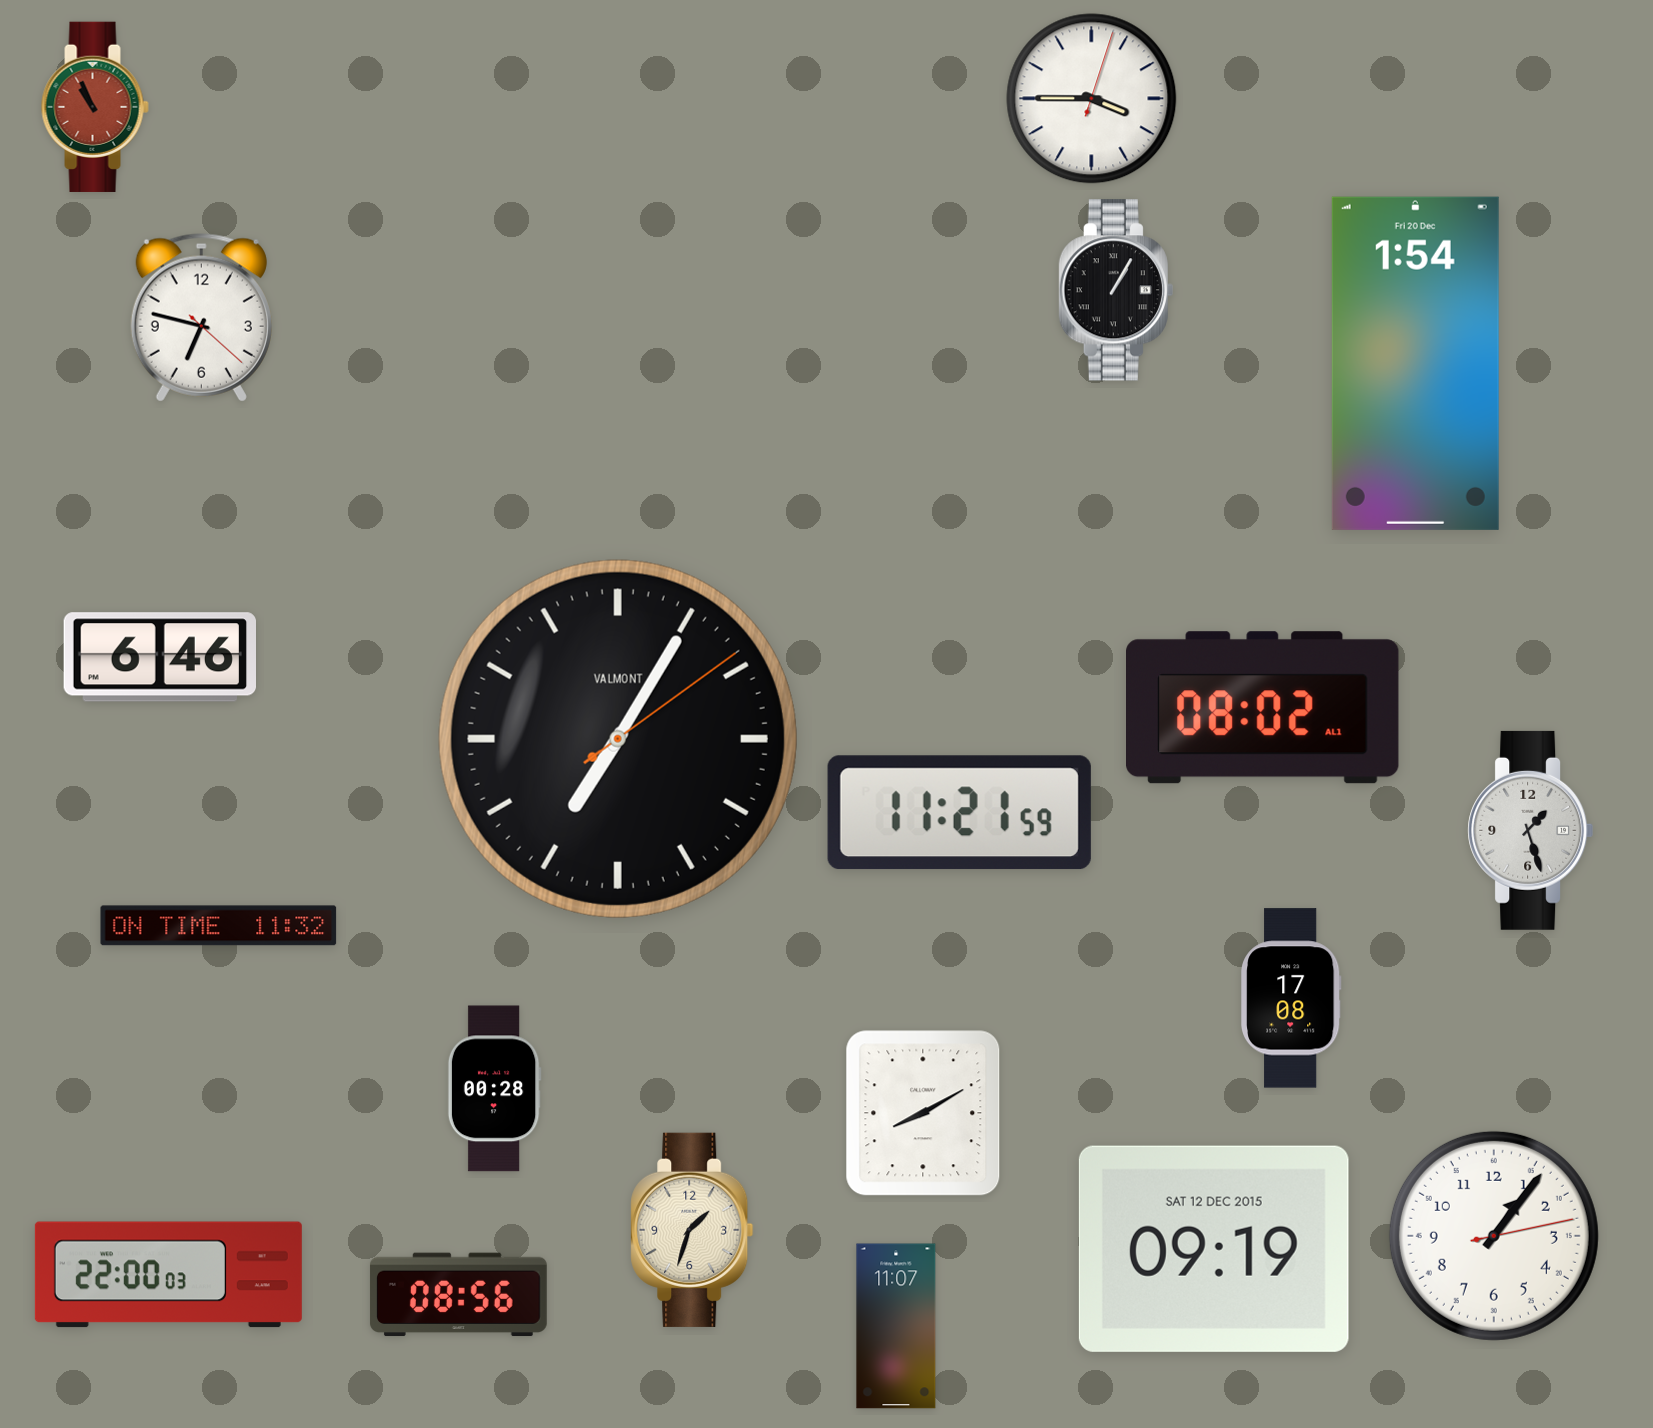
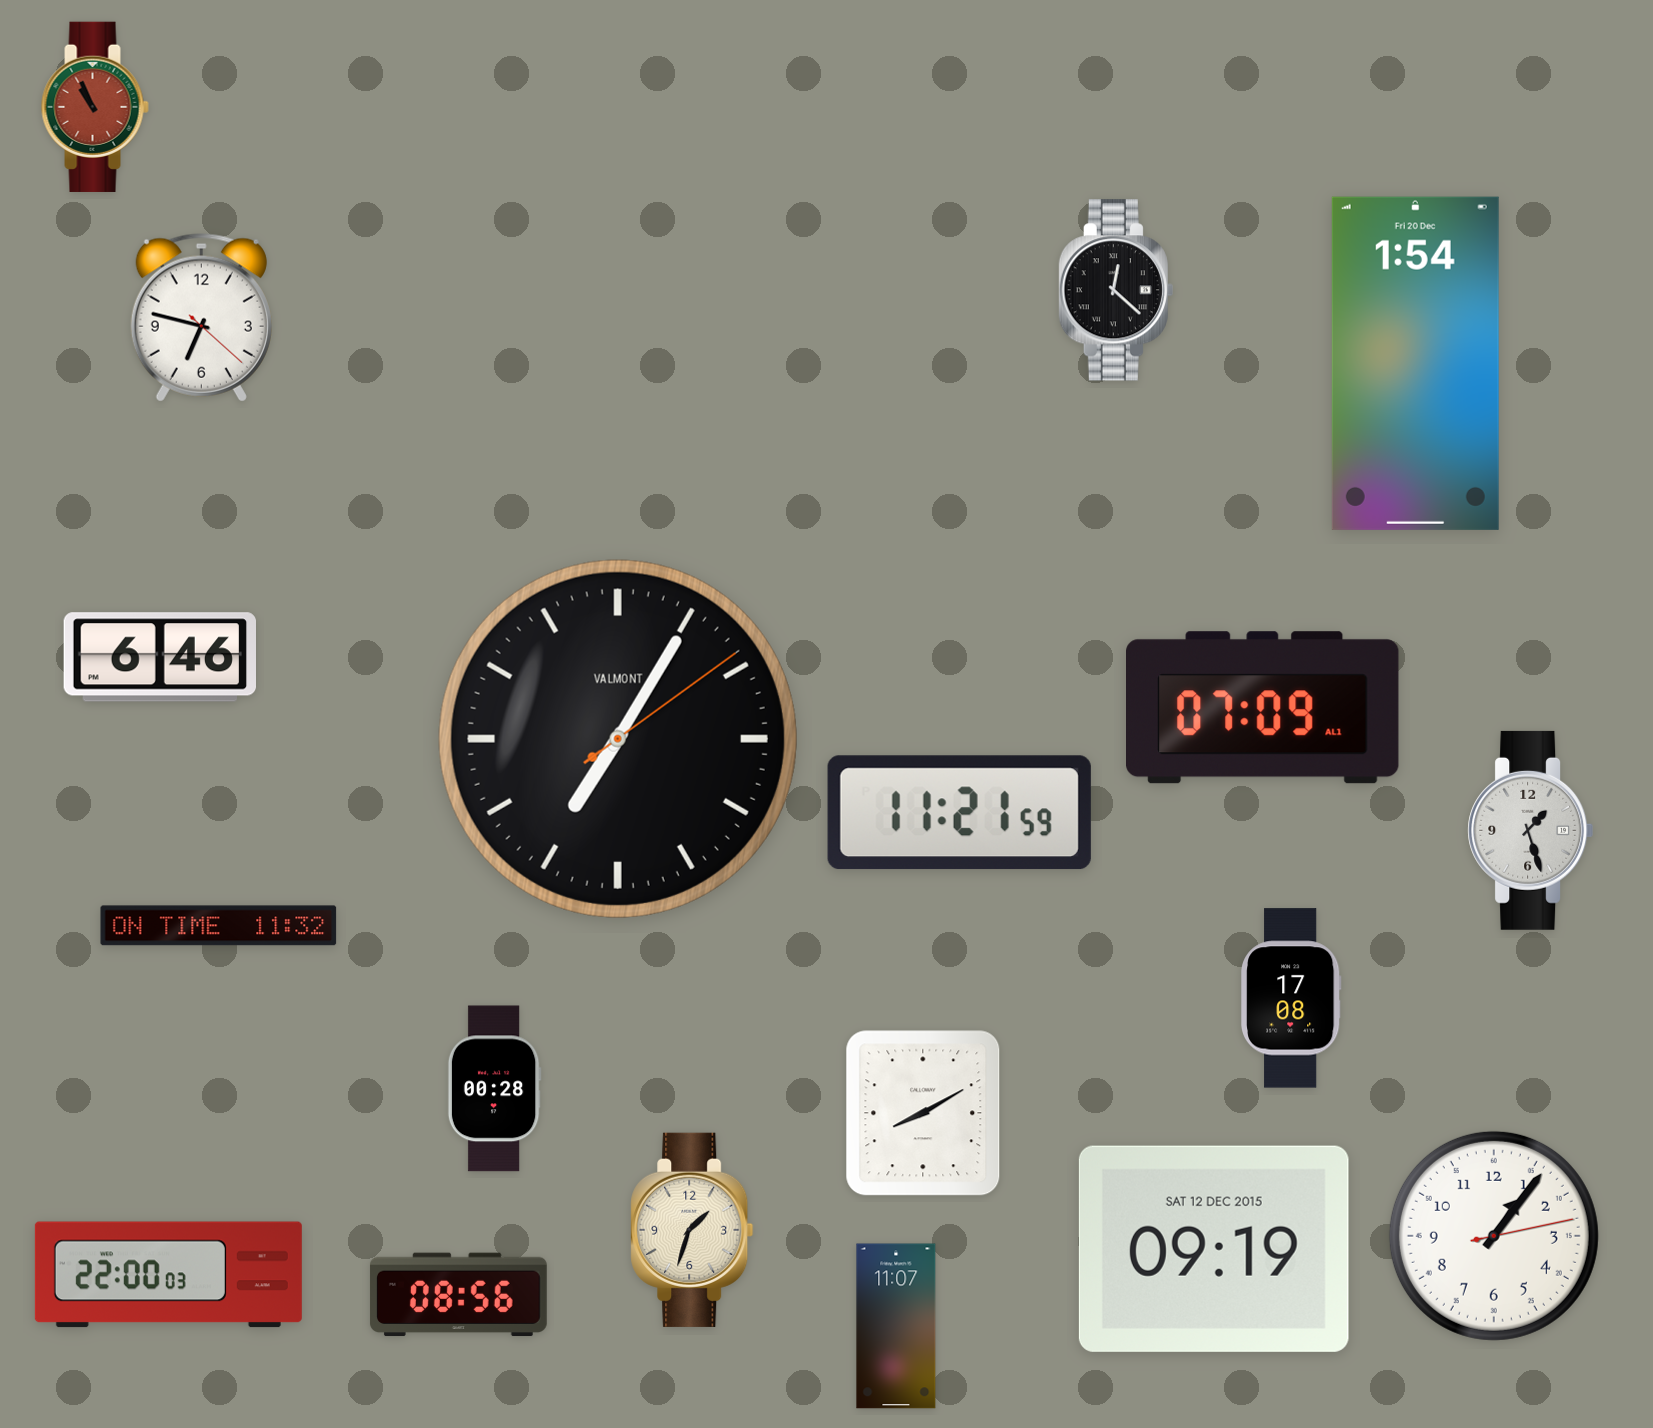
clock at (1092, 99): 3:45 -> none
clock at (1116, 290): 1:05 -> 12:22
clock at (1263, 708): 08:02 -> 07:09
